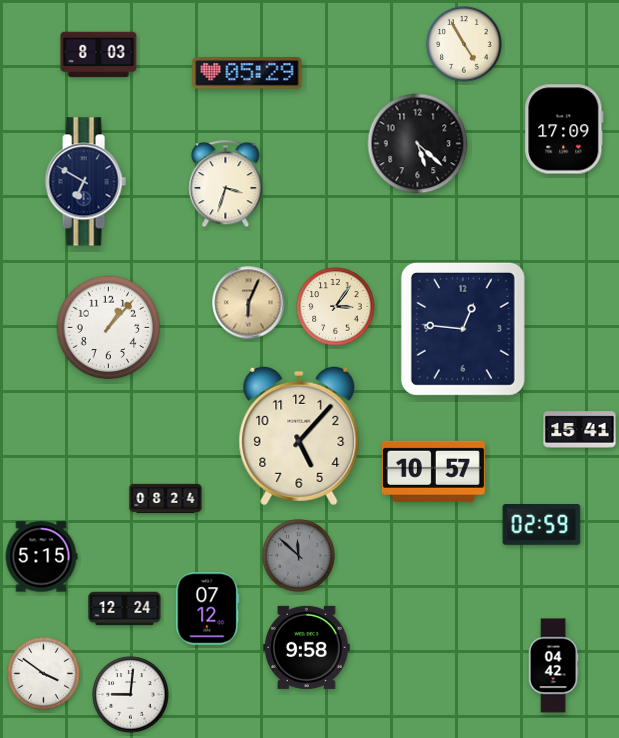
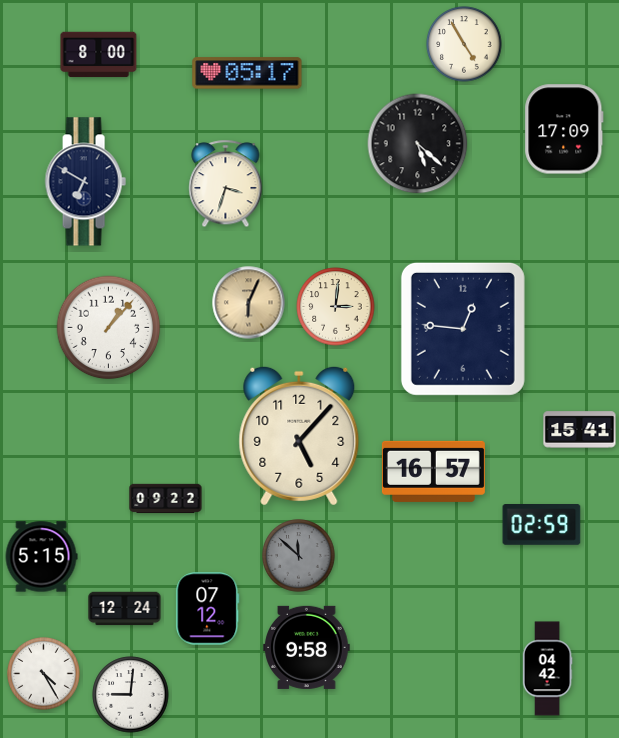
clock at (99, 55): 8:03 -> 8:00
clock at (247, 73): 05:29 -> 05:17
clock at (336, 307): 3:06 -> 3:01
clock at (433, 471): 10:57 -> 16:57
clock at (166, 499): 08:24 -> 09:22
clock at (553, 666) position: (553, 666) -> (547, 669)
clock at (44, 674): 3:51 -> 4:25
